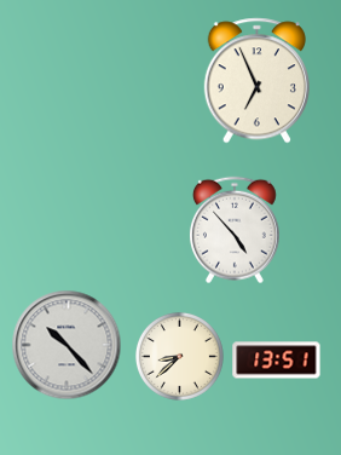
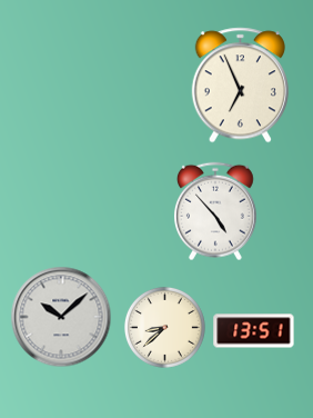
clock at (256, 81) position: (256, 81) -> (240, 86)
clock at (67, 345): 10:23 -> 10:08
